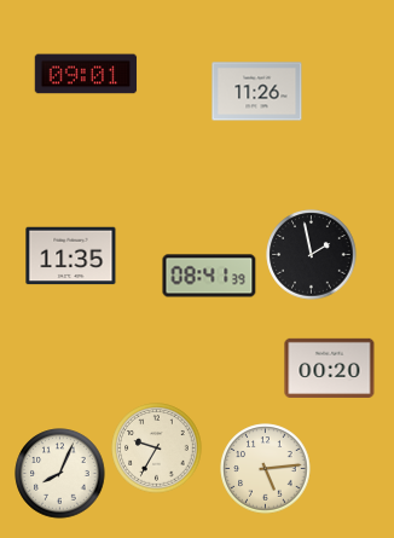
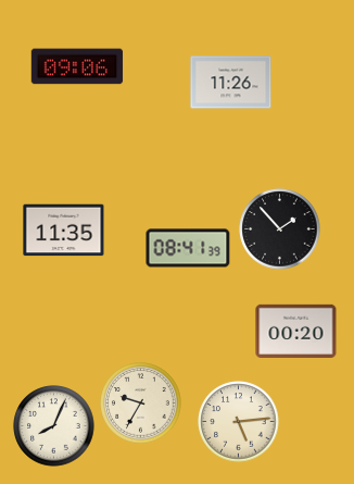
clock at (86, 74): 09:01 -> 09:06
clock at (312, 255): 1:58 -> 1:53
